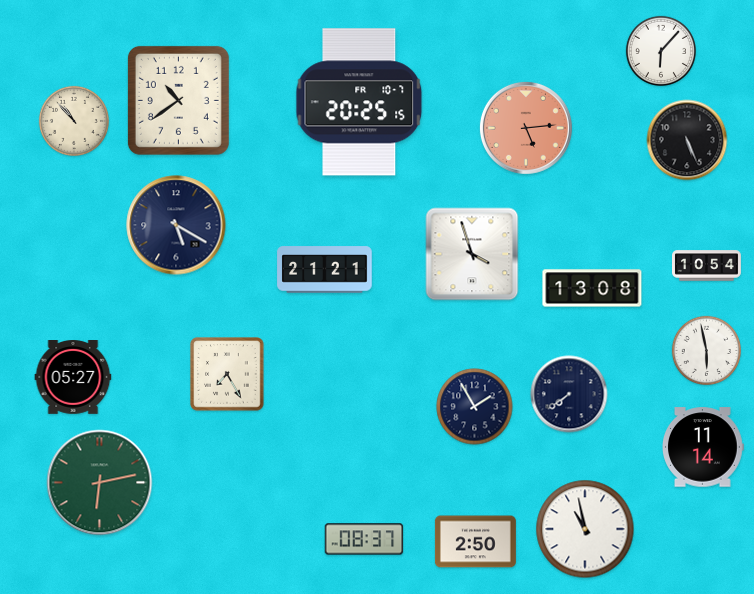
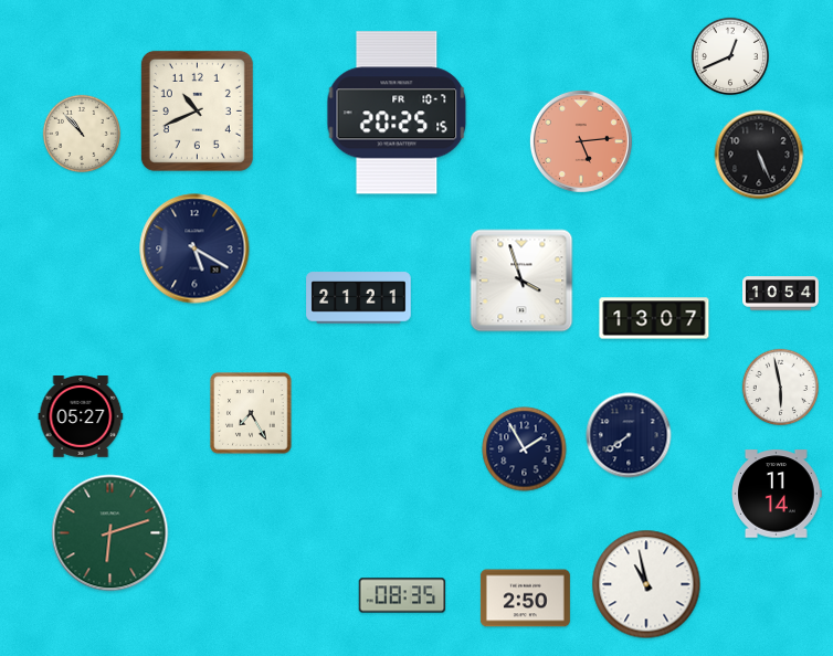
clock at (661, 51): 6:07 -> 12:41
clock at (178, 100): 10:39 -> 10:41
clock at (592, 288): 13:08 -> 13:07
clock at (100, 483): 6:13 -> 6:12
clock at (364, 539): 08:37 -> 08:35
